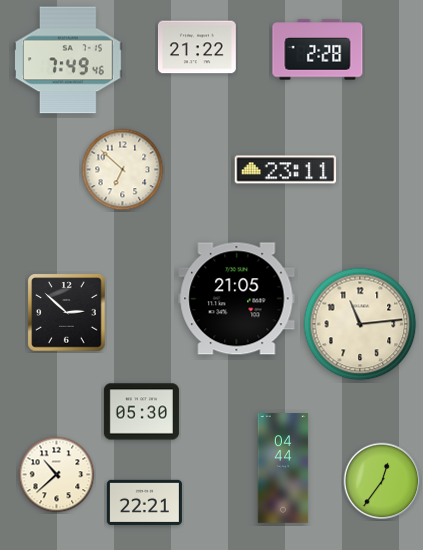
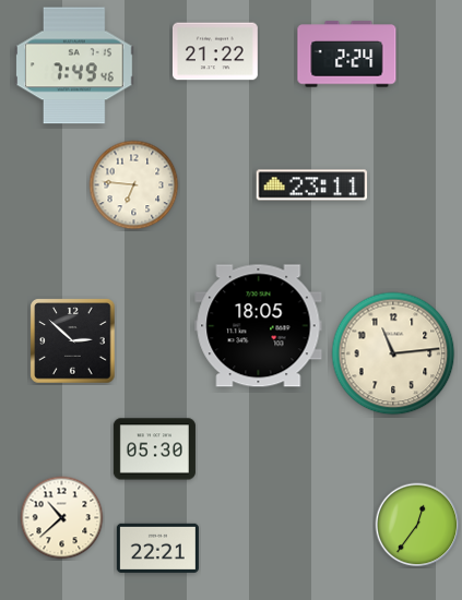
clock at (318, 50): 2:28 -> 2:24
clock at (123, 170): 6:52 -> 6:46
clock at (237, 299): 21:05 -> 18:05
clock at (283, 468): 04:44 -> none
